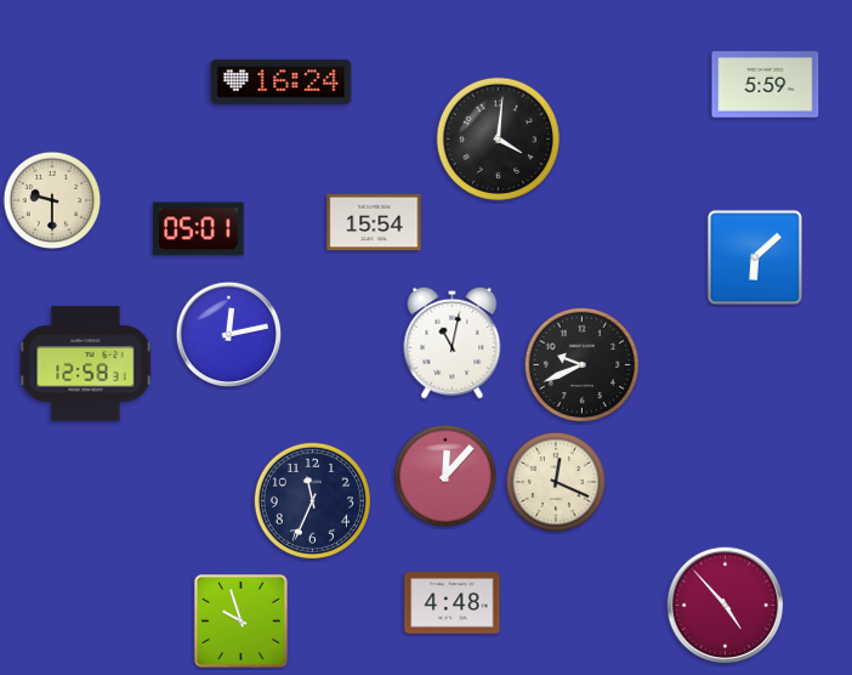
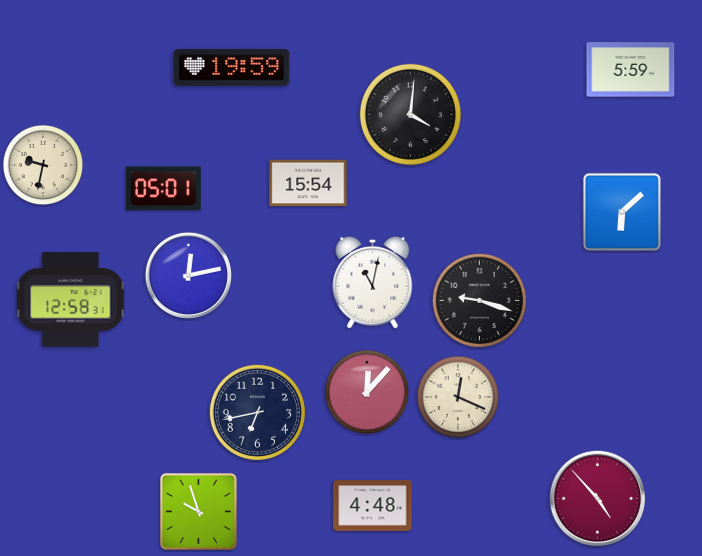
clock at (282, 83): 16:24 -> 19:59
clock at (52, 200): 9:30 -> 9:32
clock at (581, 364): 9:41 -> 9:18
clock at (312, 500): 11:34 -> 6:43
clock at (453, 603) position: (453, 603) -> (373, 506)
